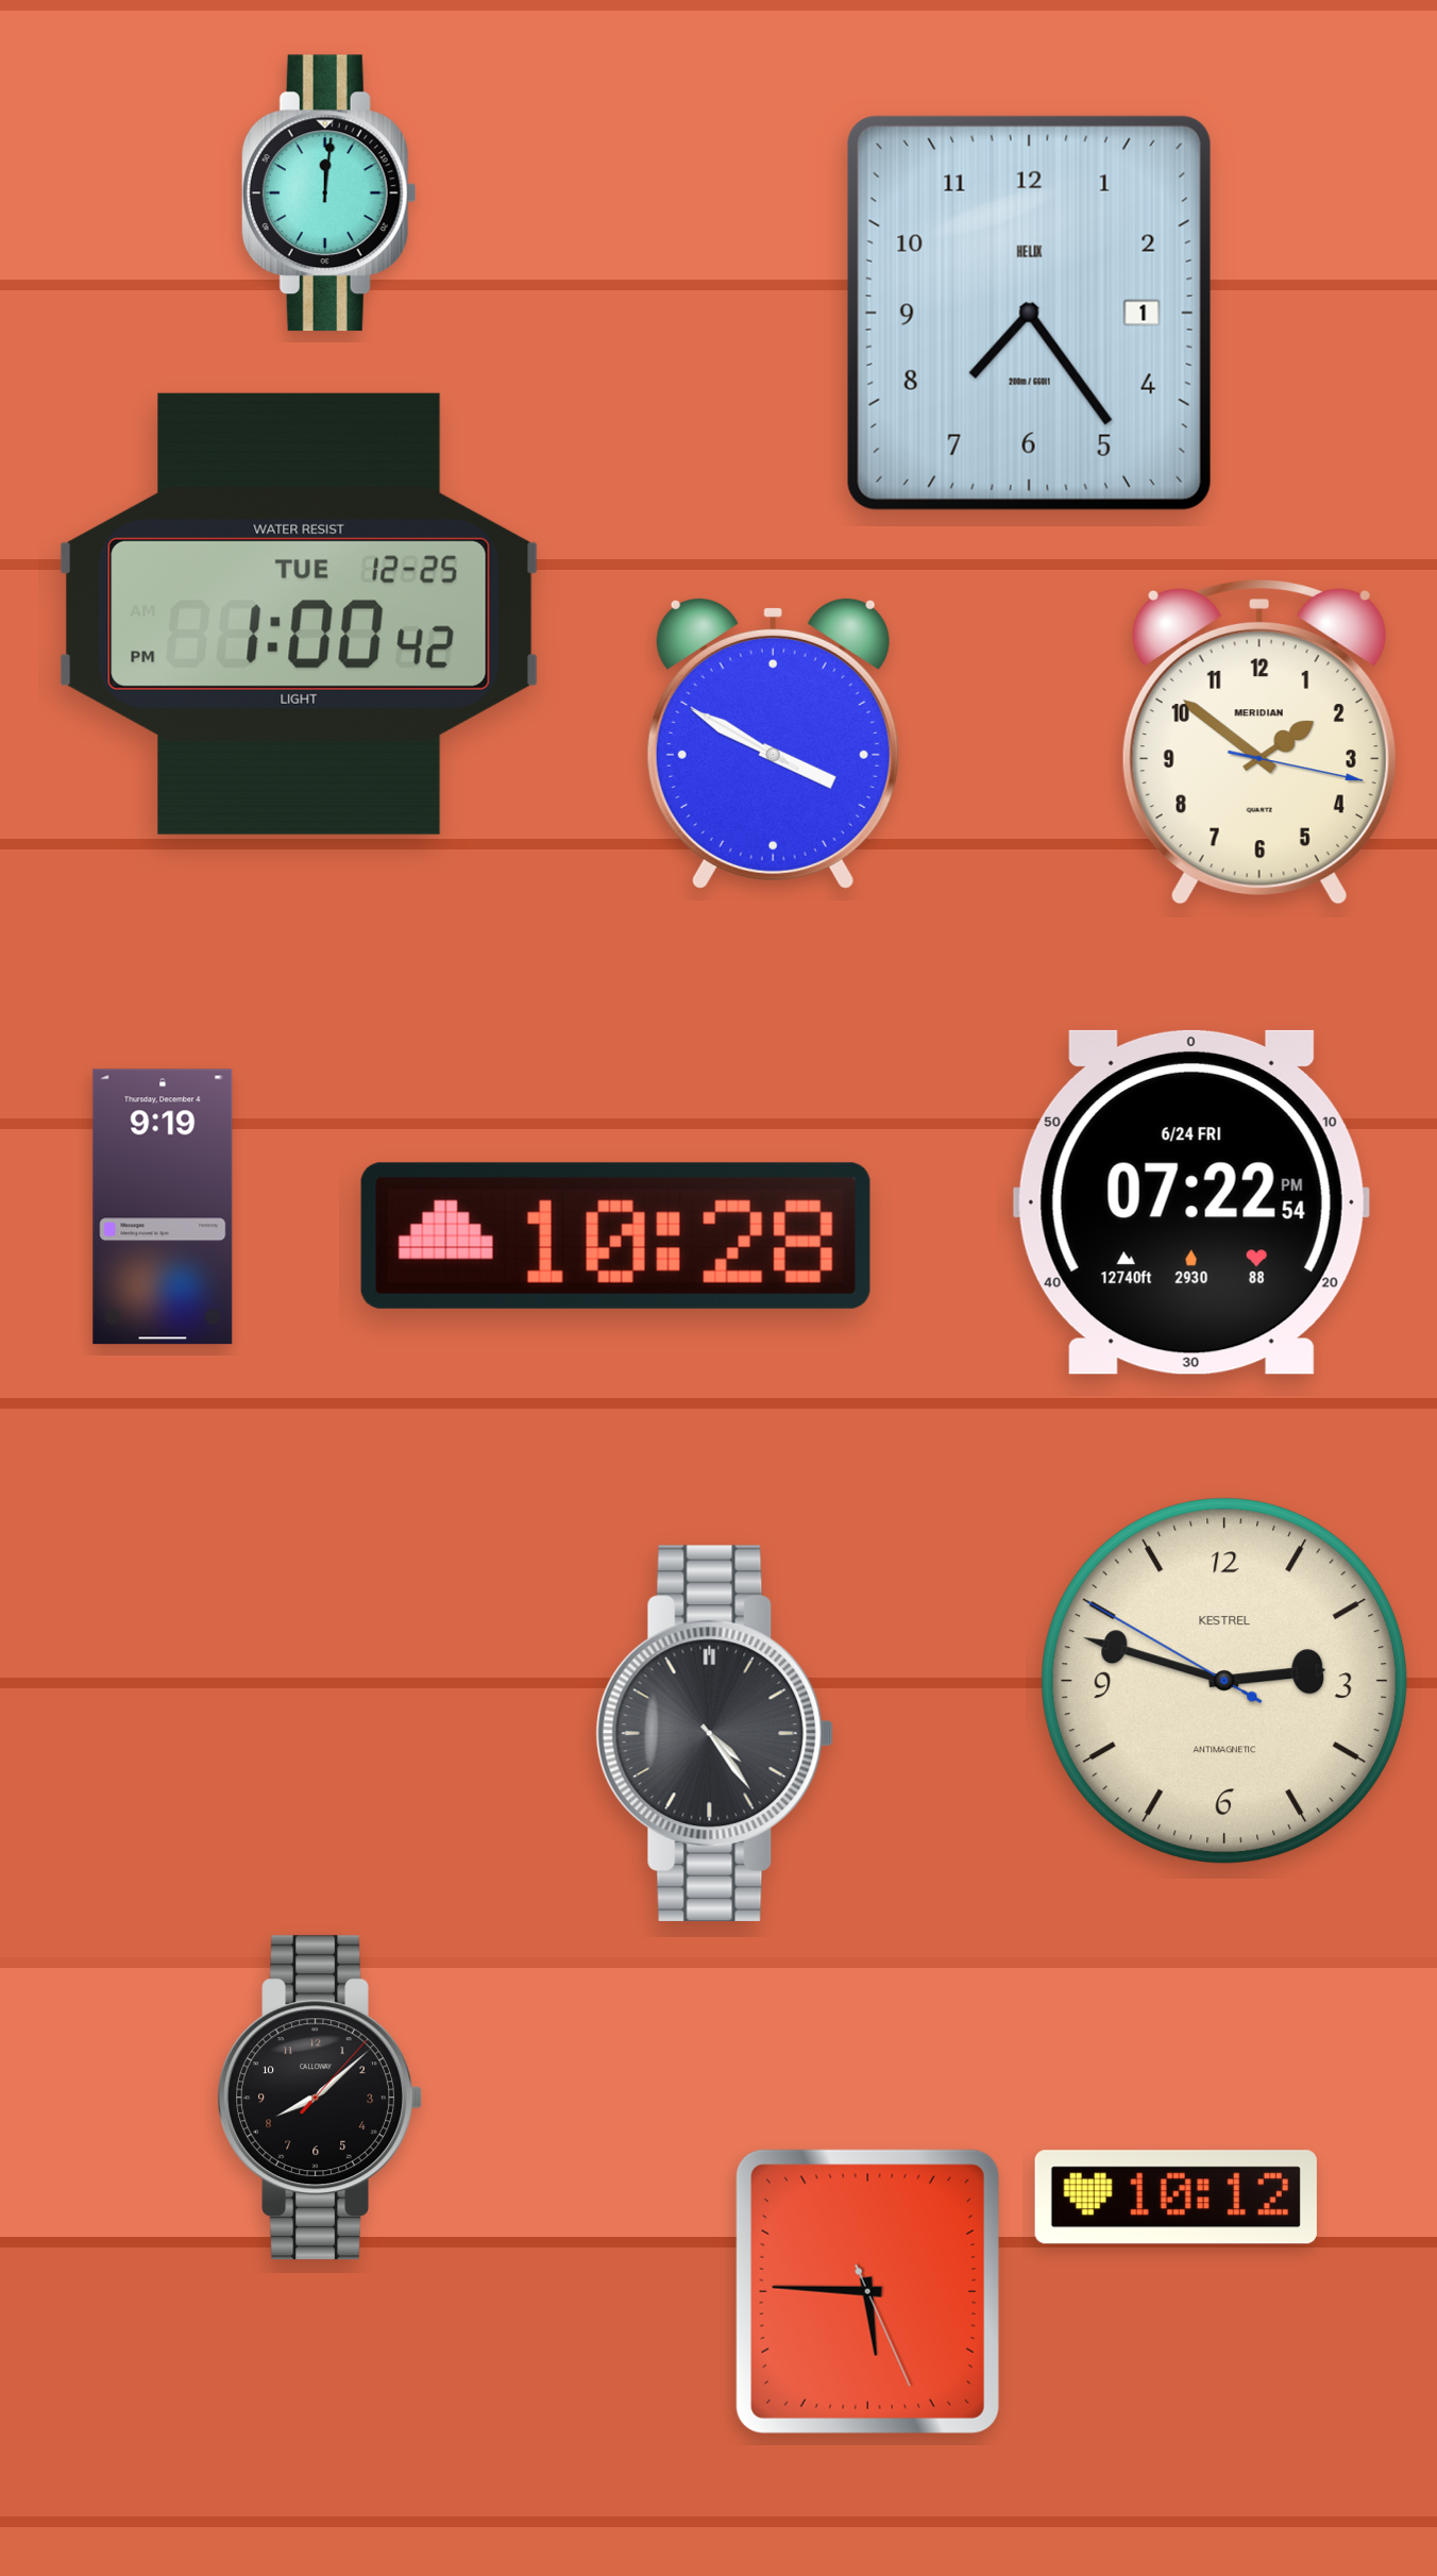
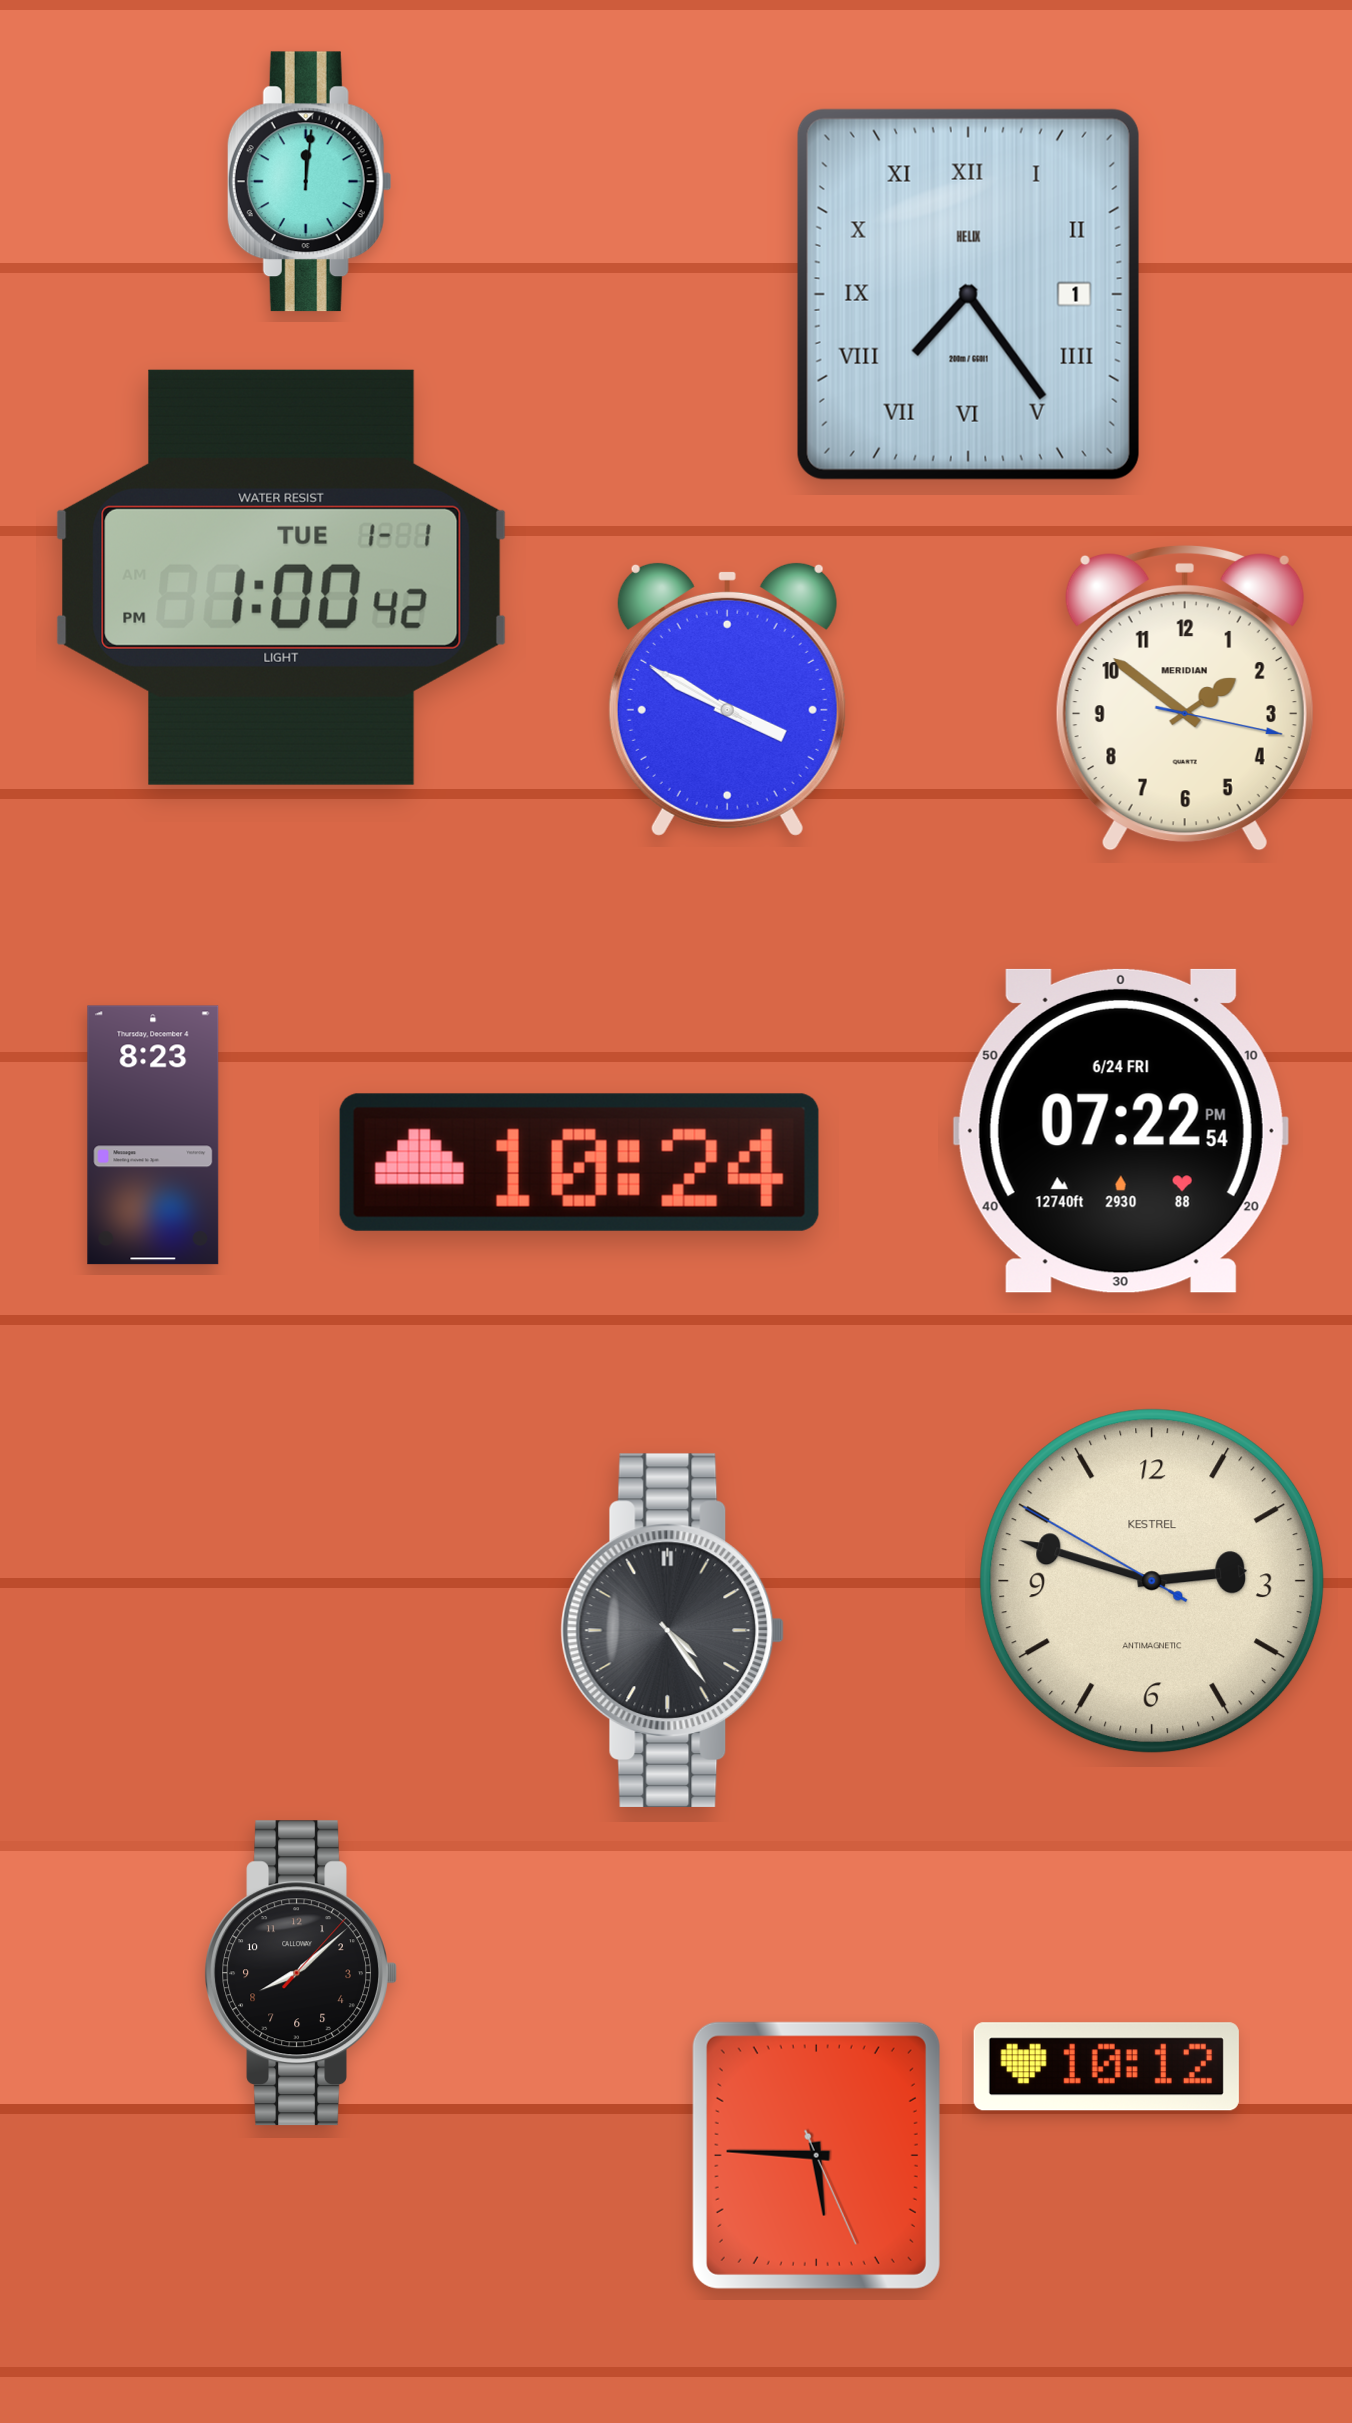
clock at (1029, 313) numerals: Arabic -> Roman
clock at (300, 613) date: TUE 12-25 -> TUE 1-1
clock at (163, 1207): 9:19 -> 8:23
clock at (615, 1235): 10:28 -> 10:24
